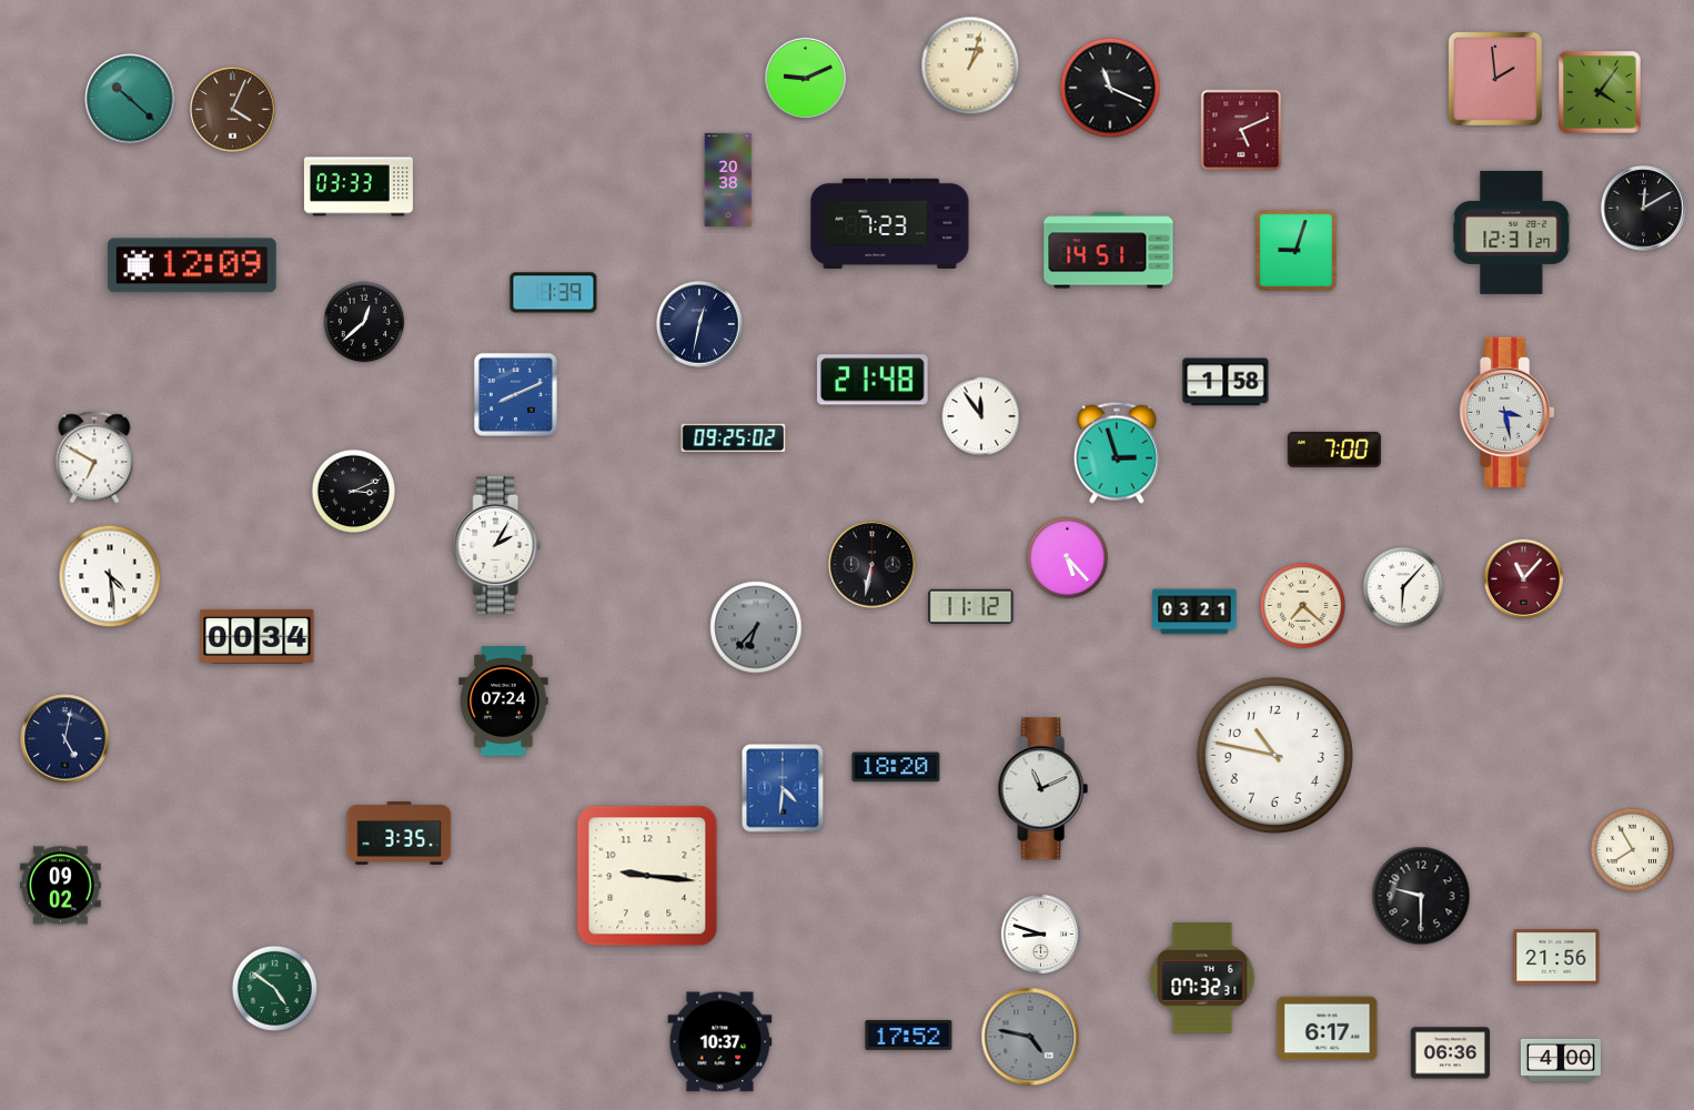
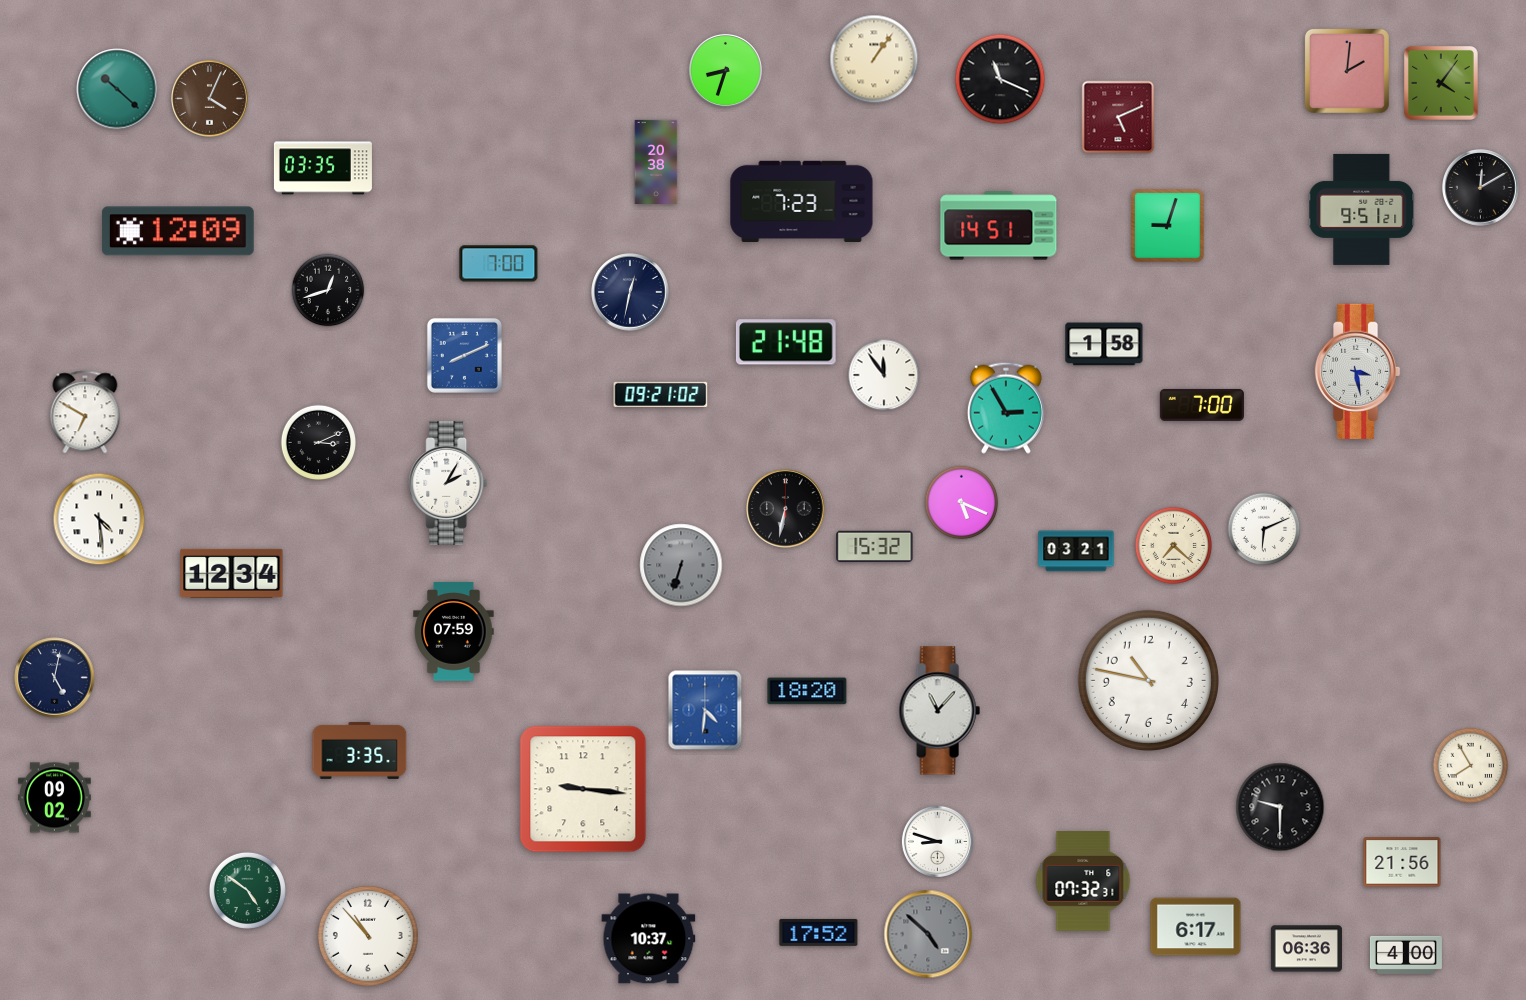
clock at (970, 65): 1:03 -> 1:06
clock at (805, 78): 9:11 -> 8:33
clock at (1495, 79): 1:59 -> 2:01
clock at (359, 186): 03:33 -> 03:35
clock at (1512, 232): 12:31 -> 9:51
clock at (192, 265) position: (192, 265) -> (178, 231)
clock at (554, 293): 1:39 -> 7:00
clock at (364, 322): 12:38 -> 12:42
clock at (734, 437): 09:25 -> 09:21
clock at (1117, 453): 2:57 -> 2:55
clock at (497, 545) position: (497, 545) -> (448, 483)
clock at (1068, 558): 5:23 -> 5:19
clock at (1523, 578): 11:07 -> none
clock at (1403, 587): 6:07 -> 6:11
clock at (971, 607): 11:12 -> 15:32
clock at (756, 627): 6:37 -> 6:33
clock at (258, 636): 00:34 -> 12:34
clock at (504, 700): 07:24 -> 07:59
clock at (65, 739) position: (65, 739) -> (55, 678)
clock at (1042, 789): 11:11 -> 11:07
clock at (1030, 1037): 4:47 -> 4:52
clock at (368, 936): none -> 10:53
